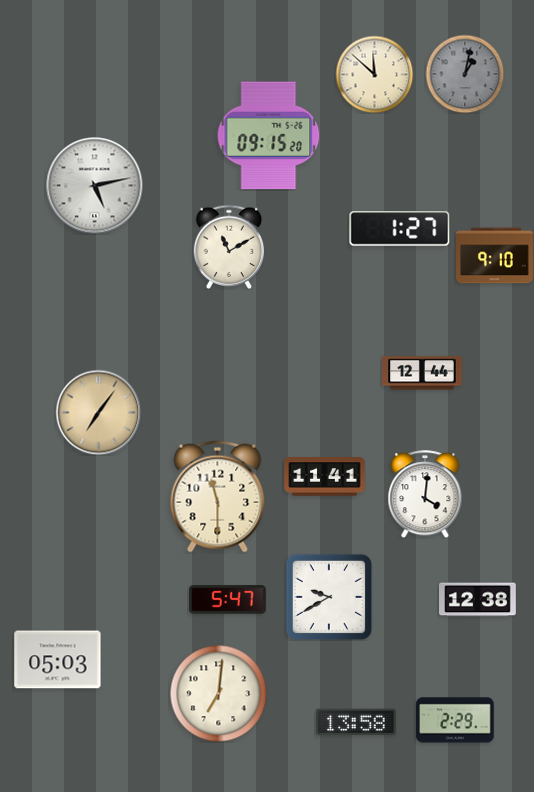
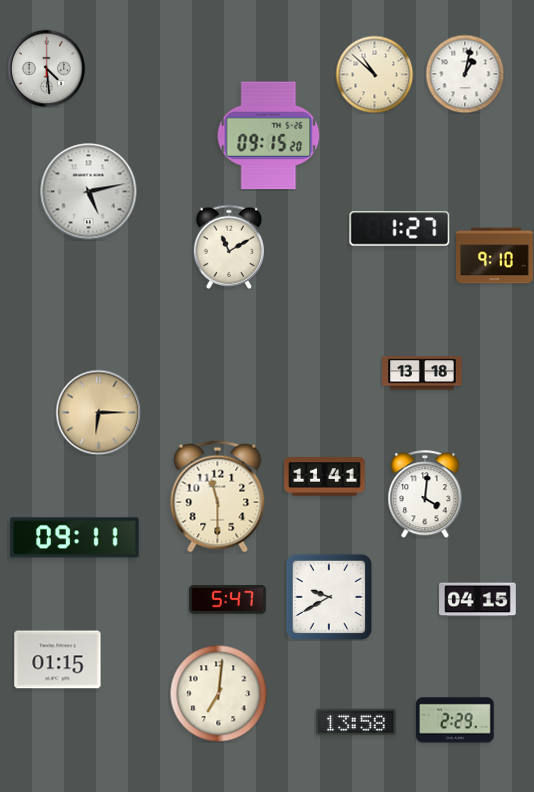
clock at (46, 68): none -> 4:29
clock at (374, 74): 11:52 -> 10:52
clock at (465, 74) dial: grey -> white
clock at (95, 186) position: (95, 186) -> (89, 192)
clock at (422, 373): 12:44 -> 13:18
clock at (98, 412): 7:06 -> 6:15
clock at (75, 538): none -> 09:11
clock at (478, 600): 12:38 -> 04:15
clock at (58, 660): 05:03 -> 01:15
